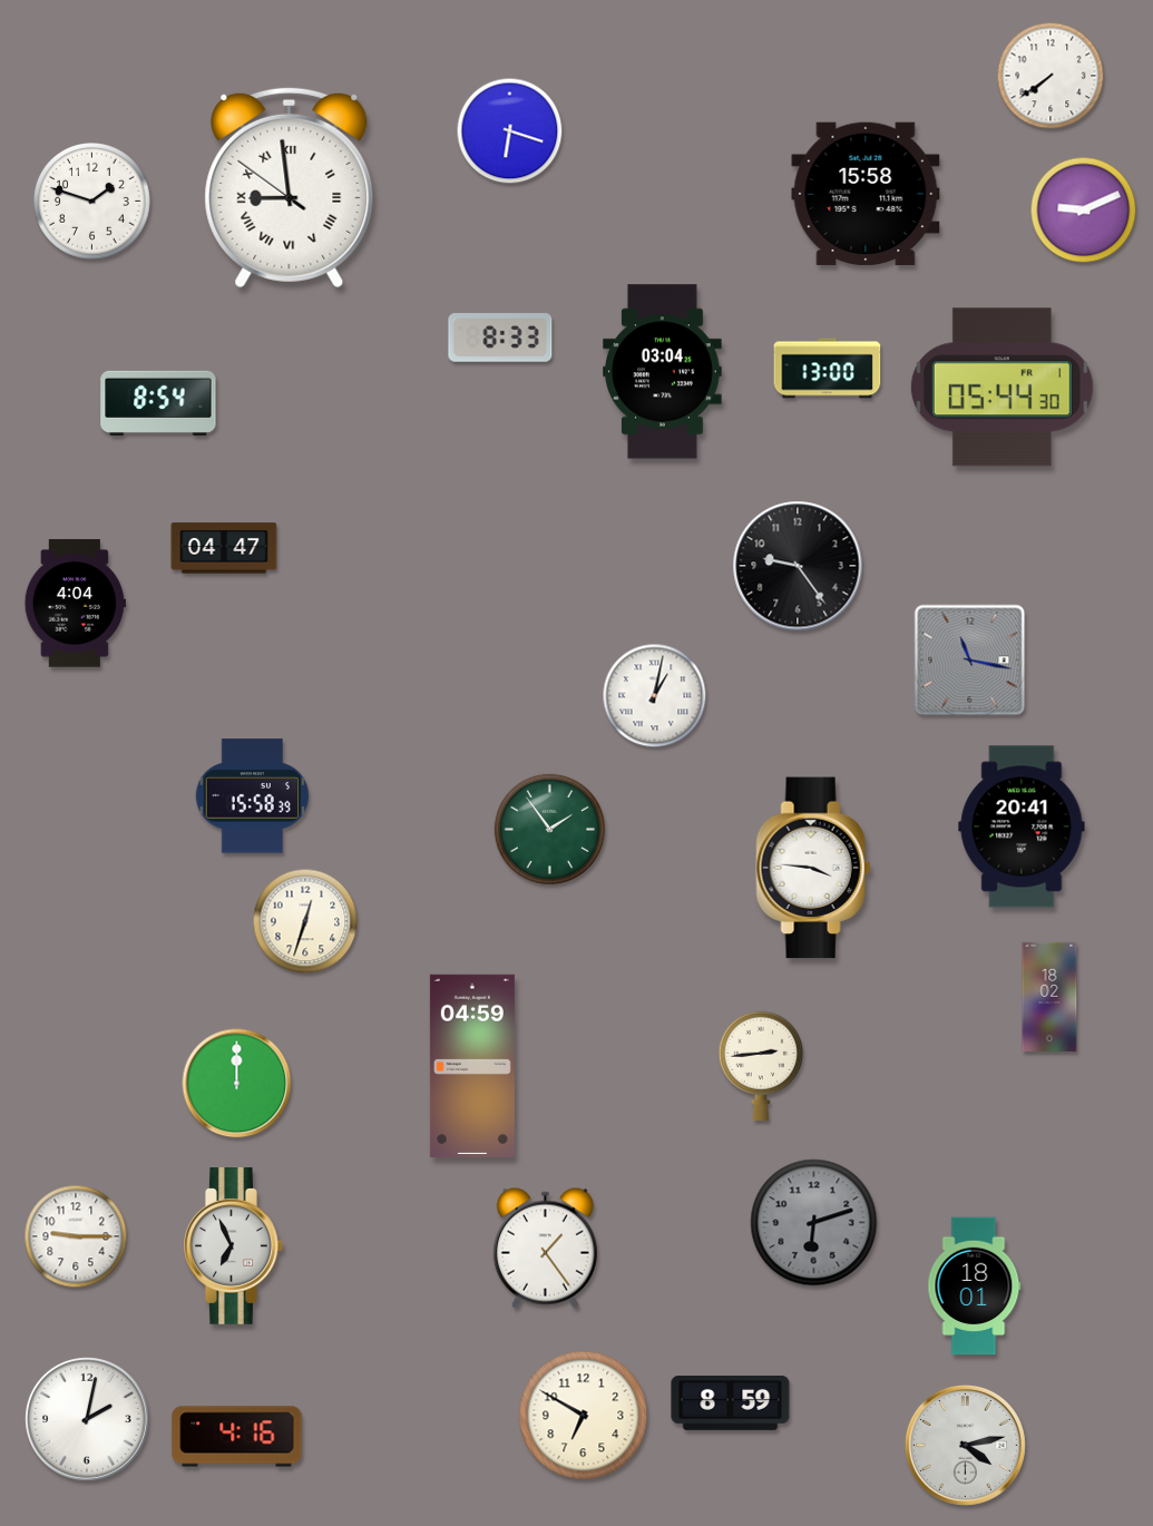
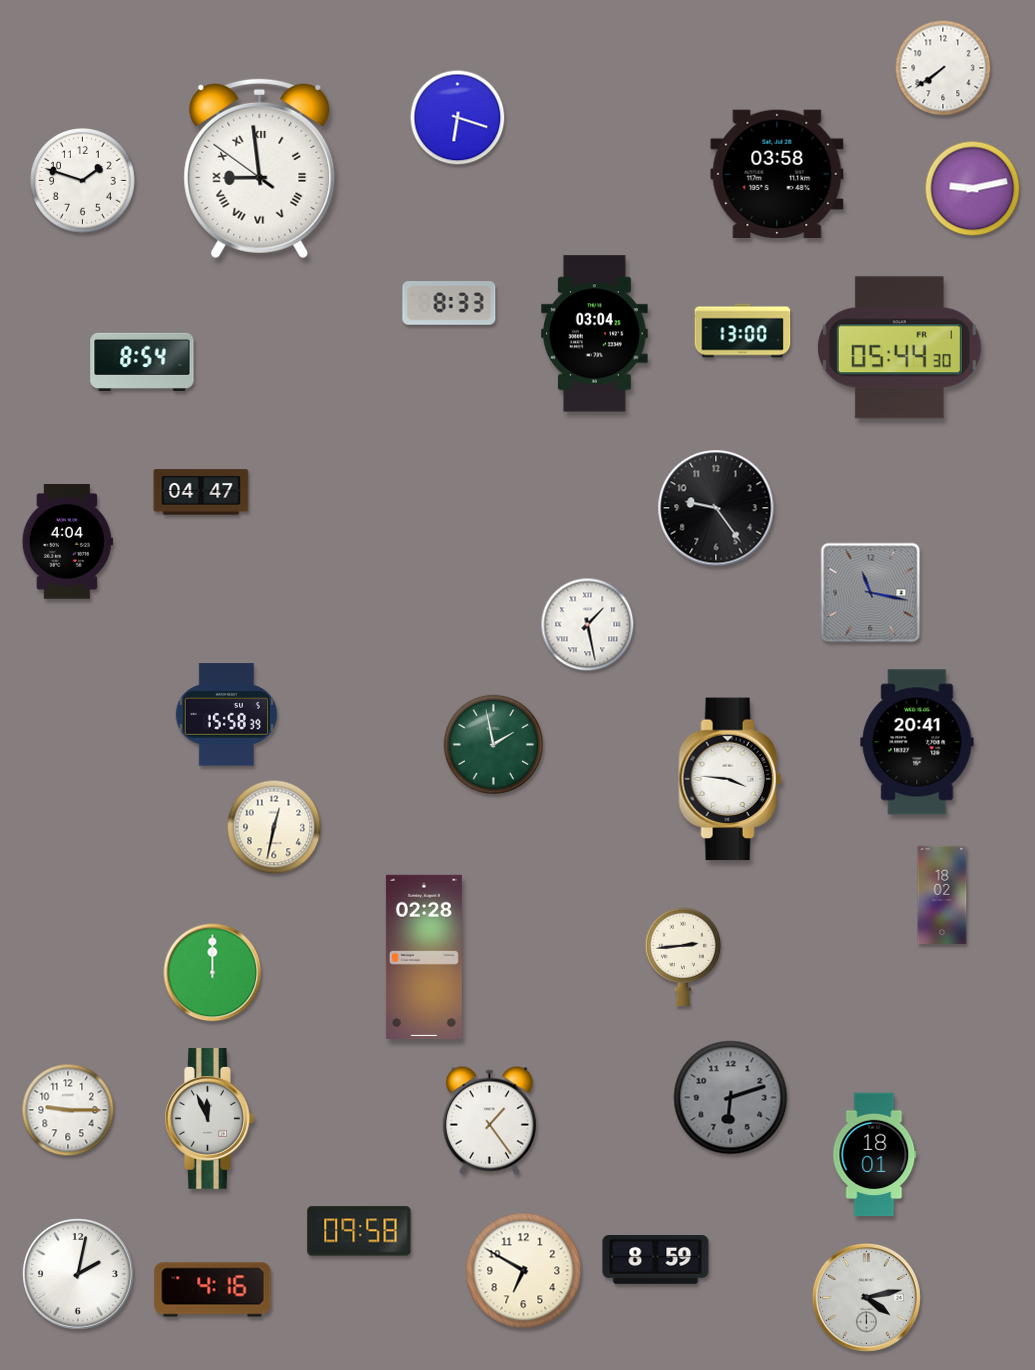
clock at (866, 194): 15:58 -> 03:58
clock at (1084, 211): 9:11 -> 9:13
clock at (655, 696): 1:02 -> 1:28
clock at (549, 829): 1:54 -> 1:58
clock at (305, 921): 12:33 -> 12:32
clock at (472, 1066): 04:59 -> 02:28
clock at (234, 1246): 6:56 -> 11:56
clock at (359, 1231): none -> 09:58
